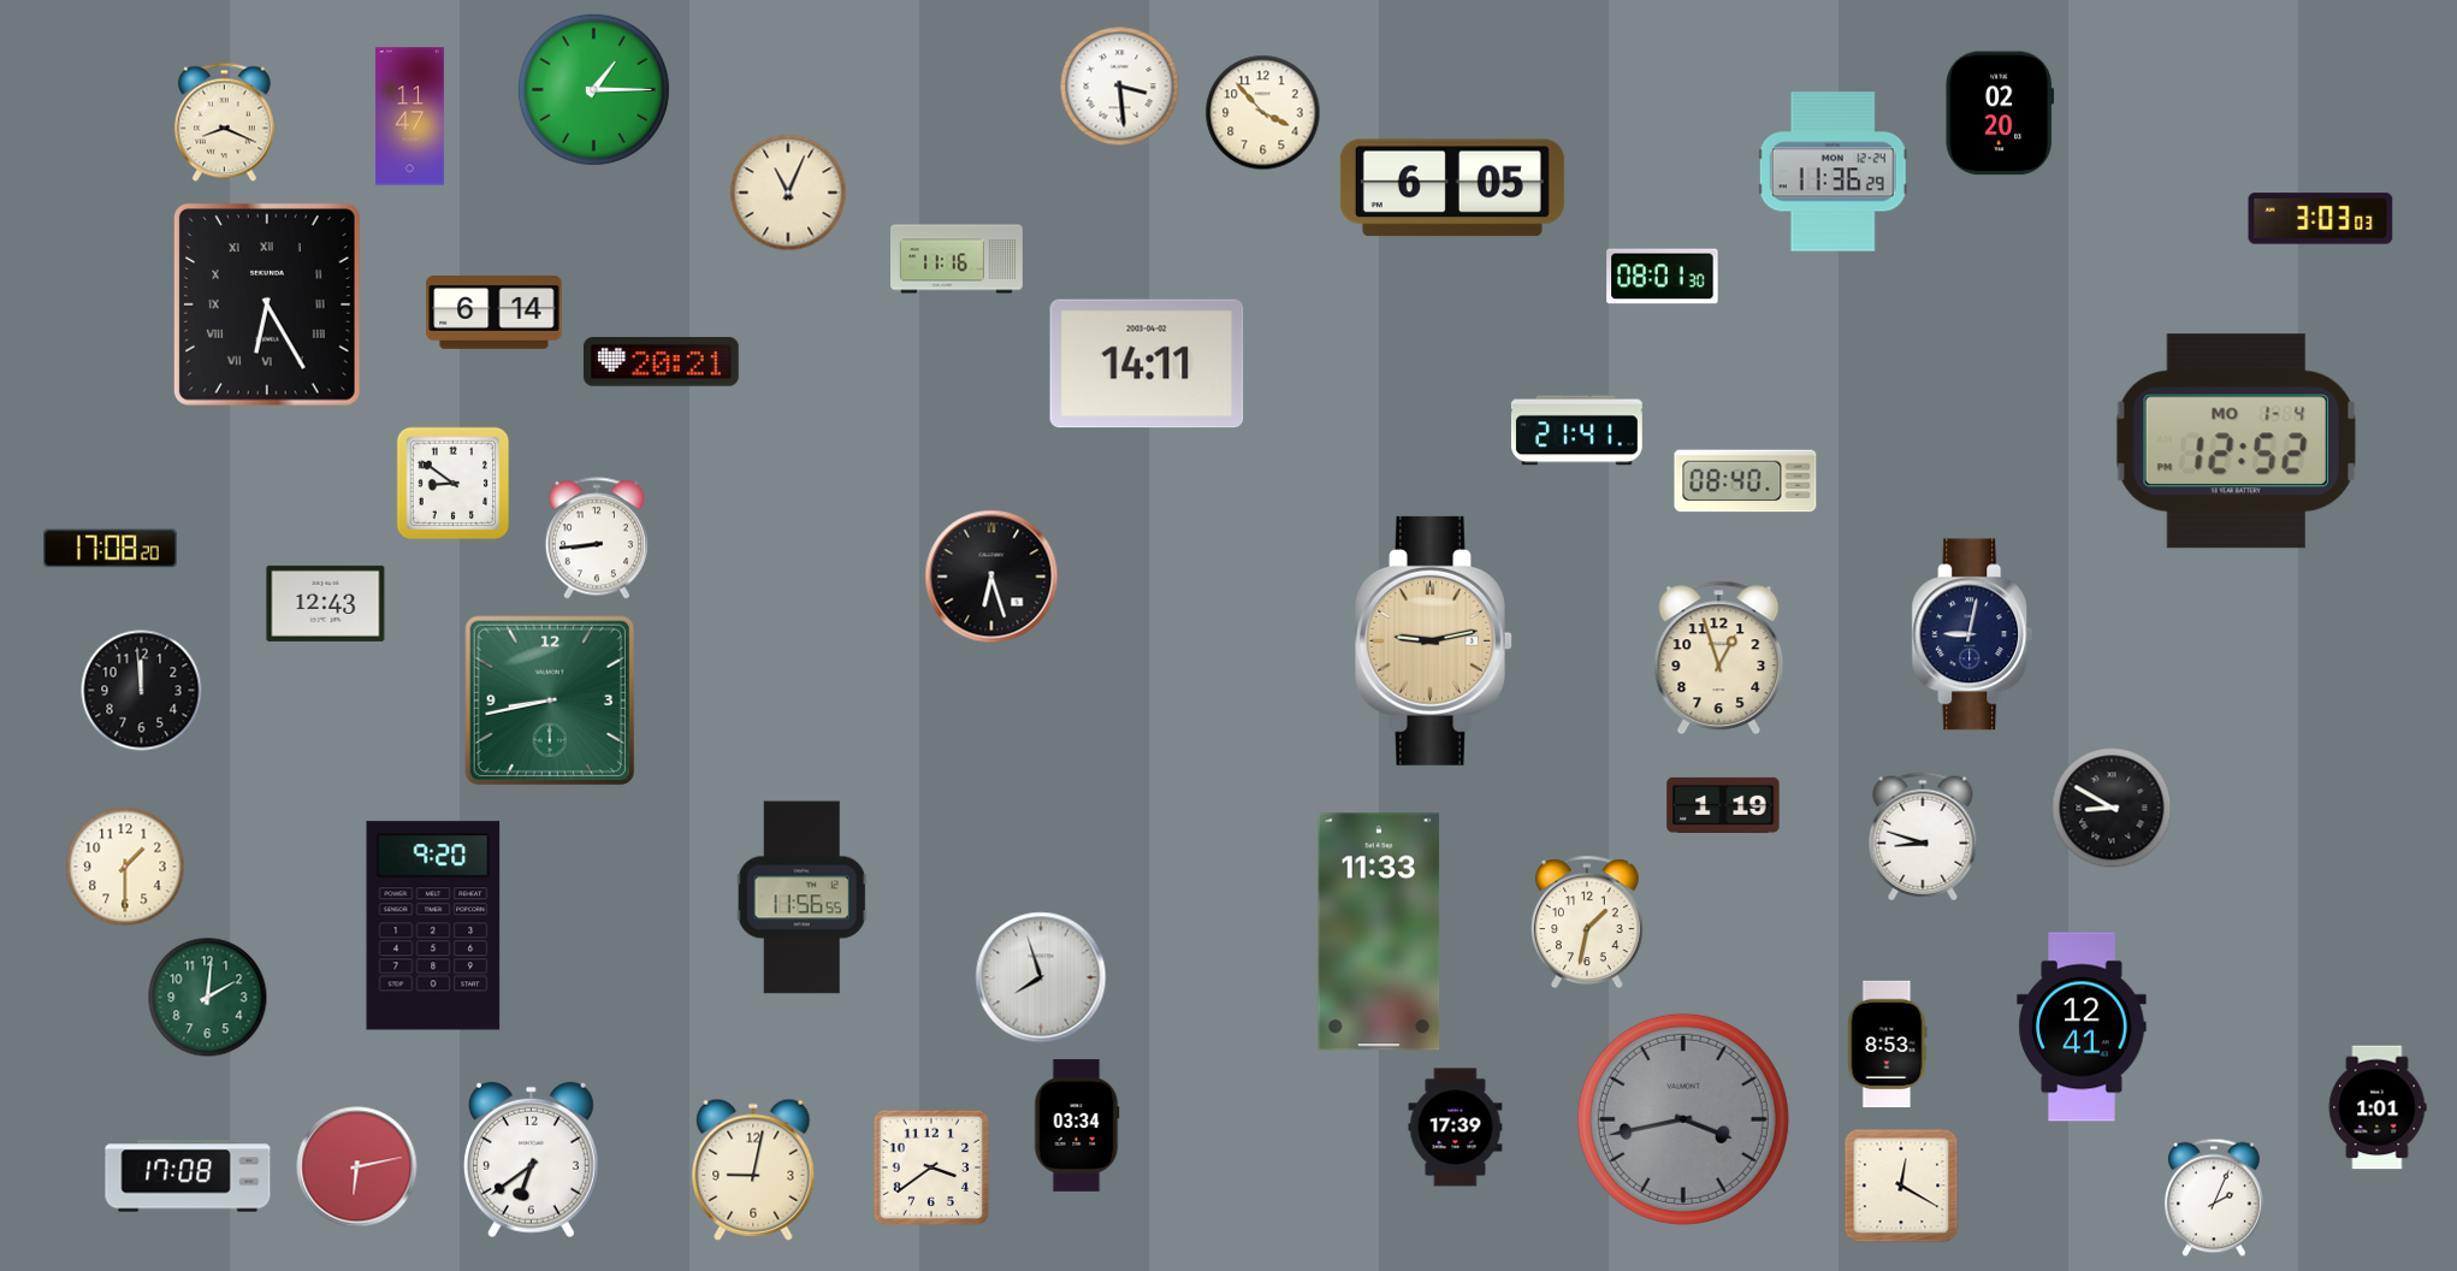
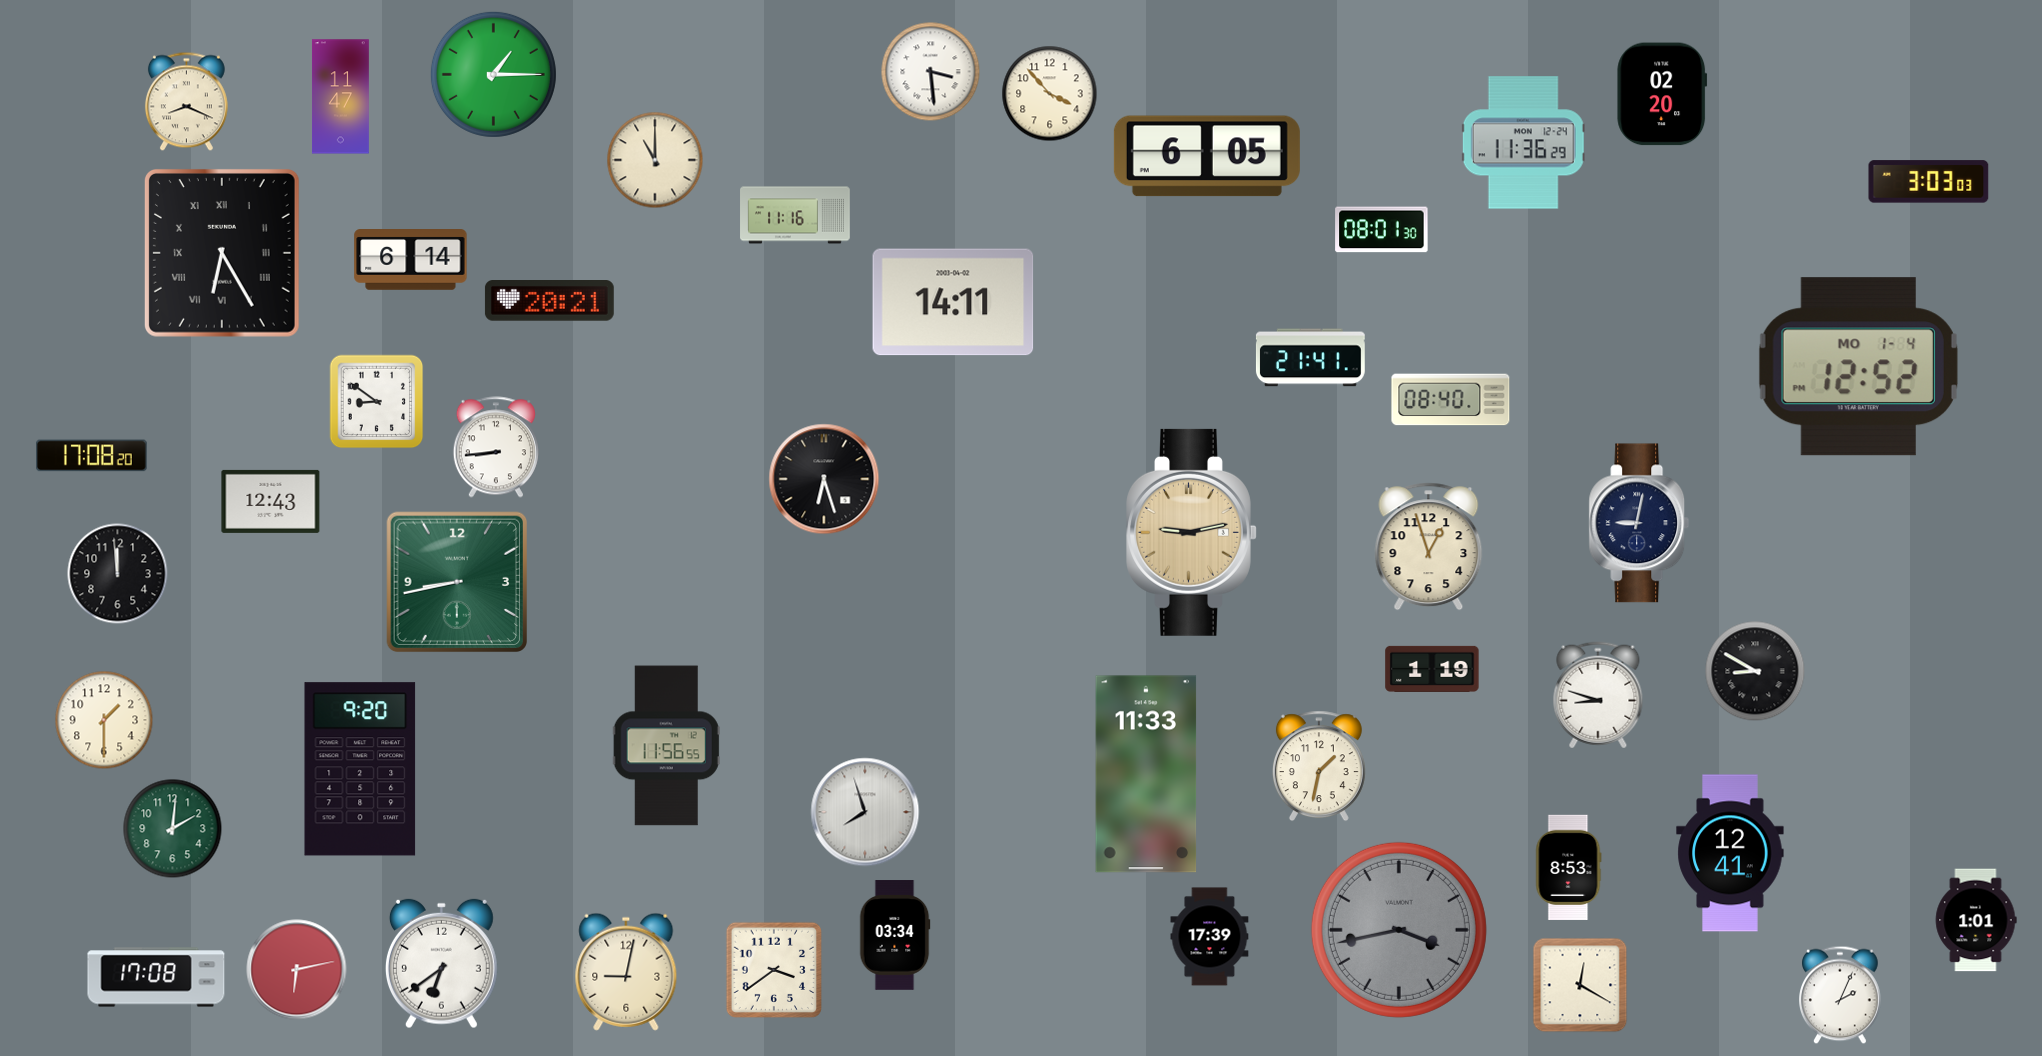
clock at (788, 193): 11:04 -> 11:00
clock at (1972, 634) position: (1972, 634) -> (1639, 523)
